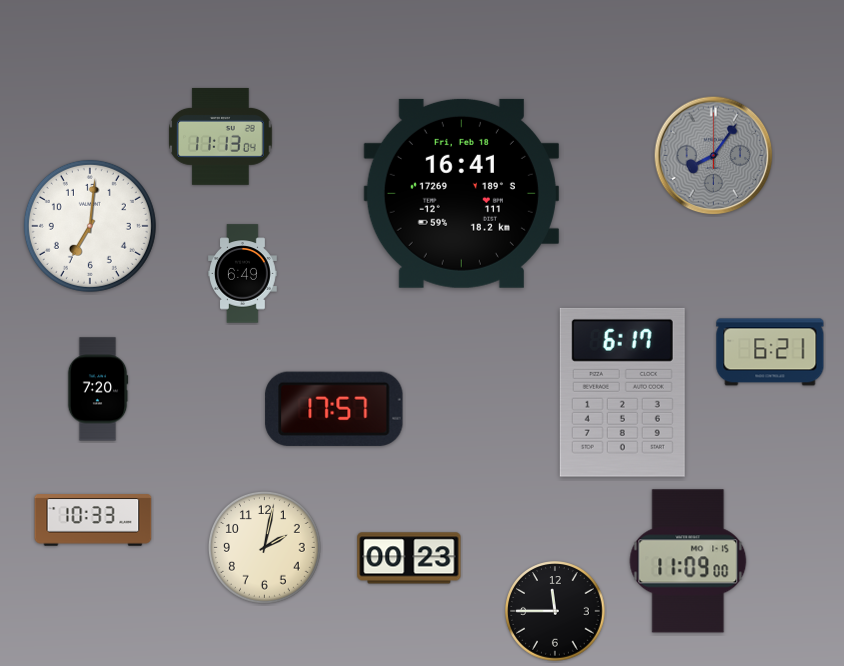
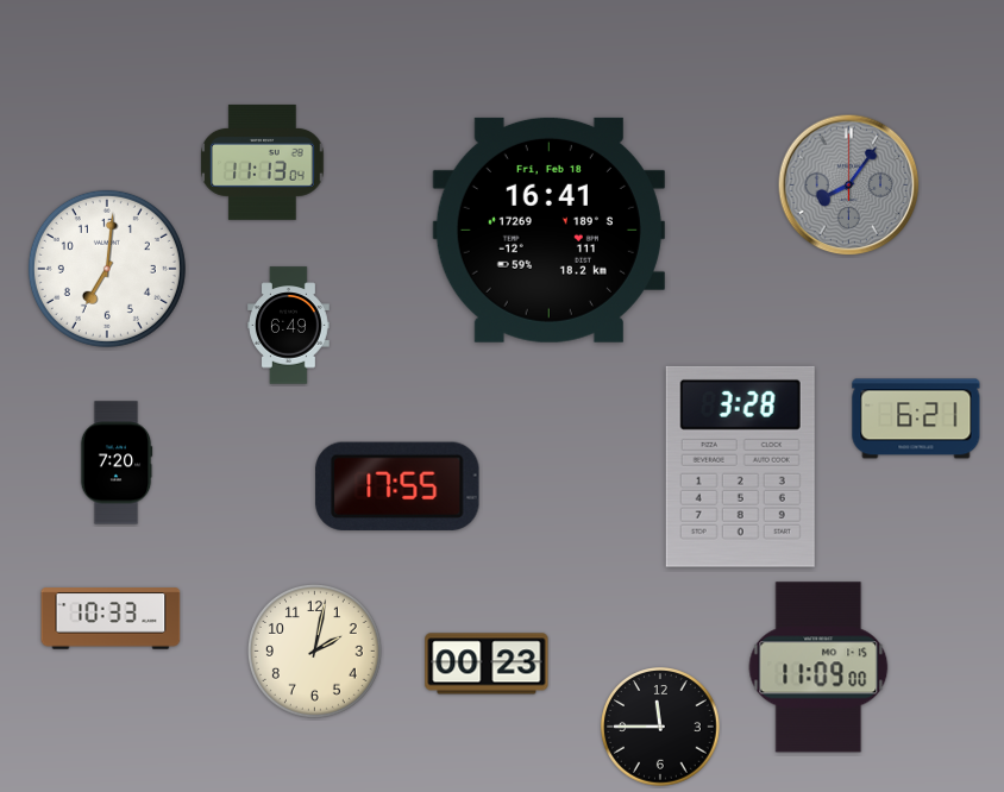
clock at (622, 392): 6:17 -> 3:28
clock at (334, 409): 17:57 -> 17:55
